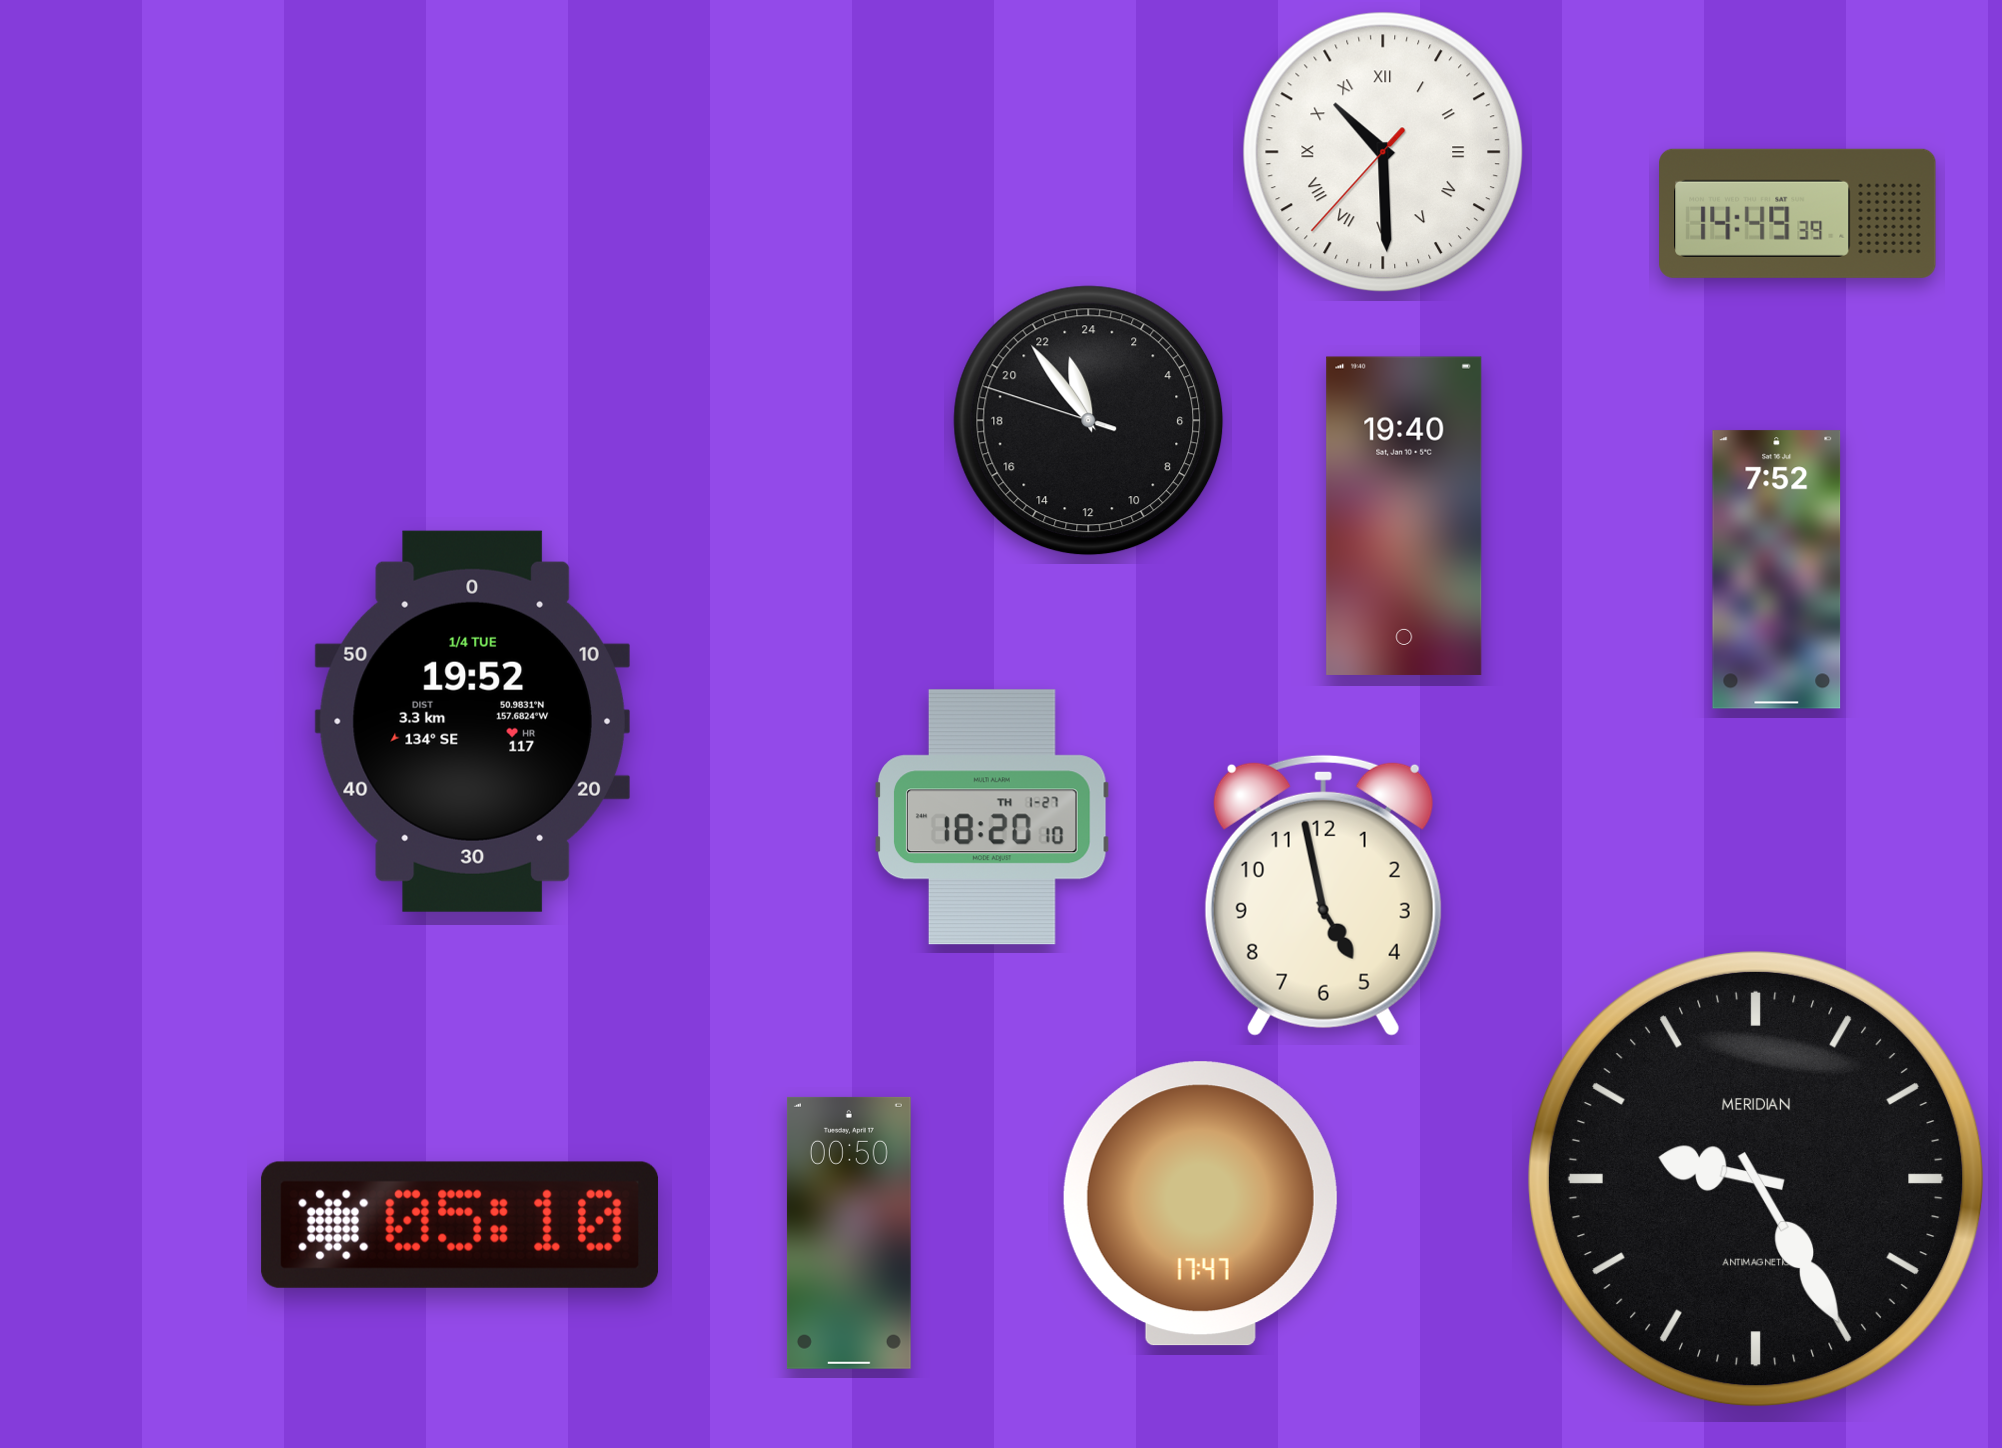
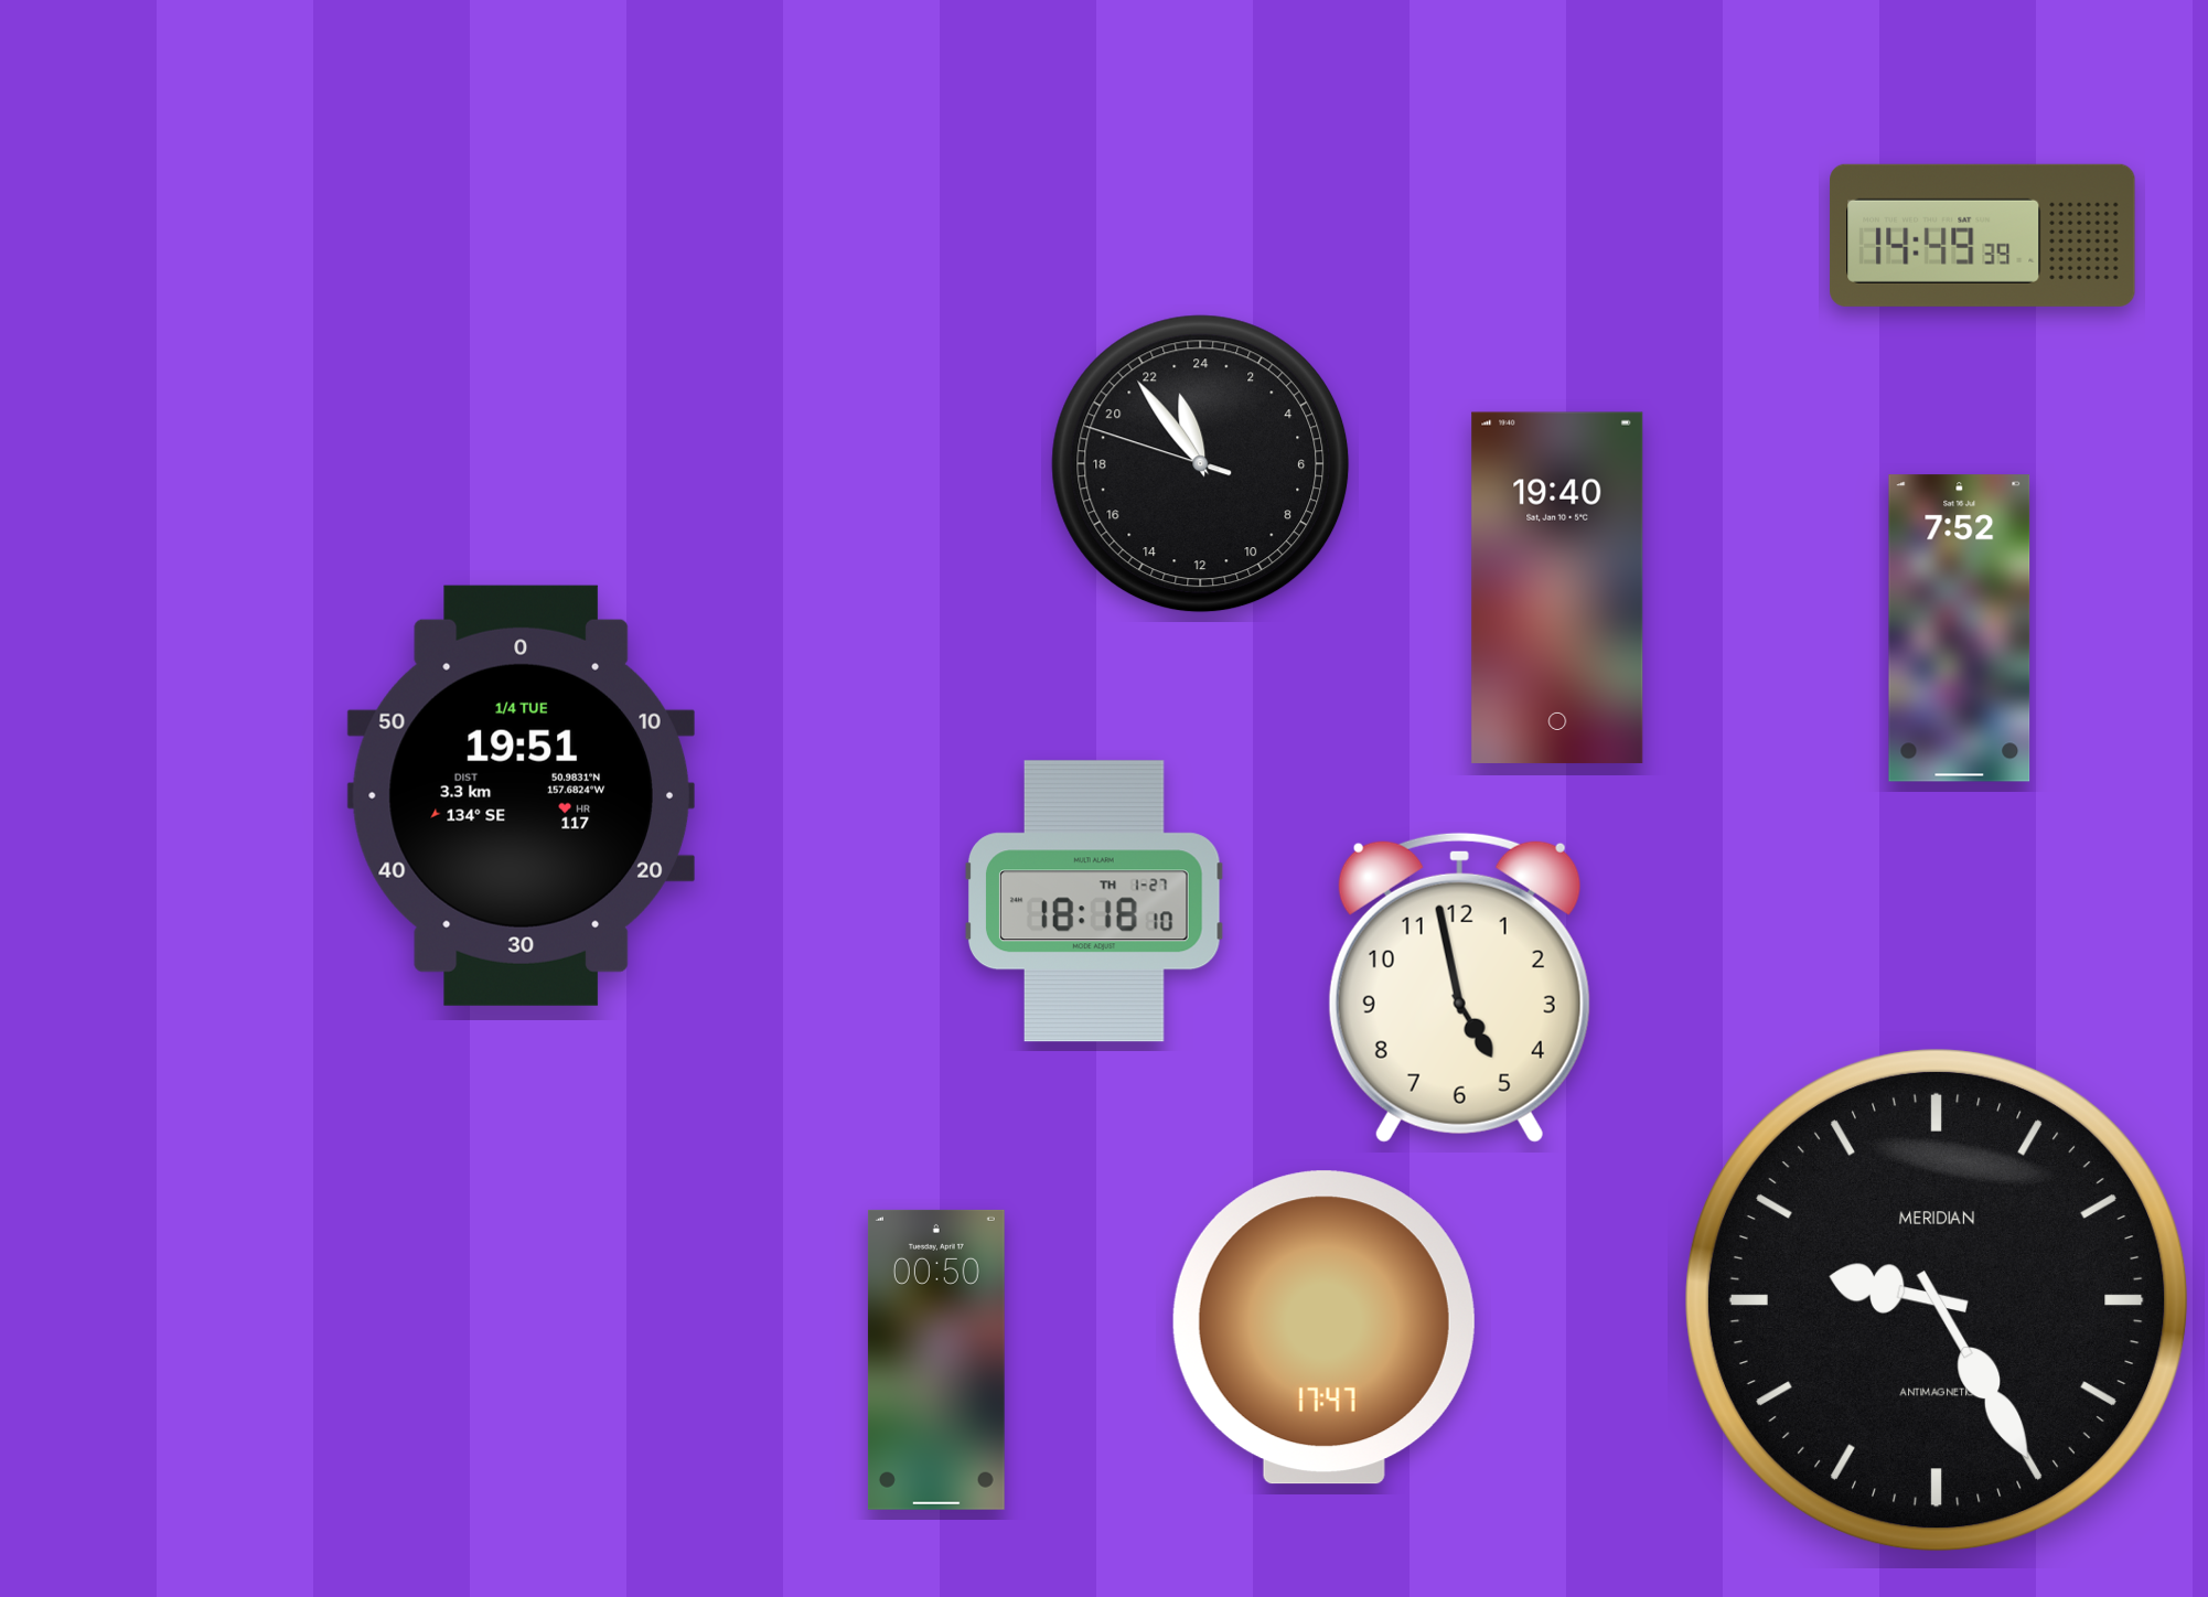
clock at (1383, 152): 10:29 -> none
clock at (1404, 516) position: (1404, 516) -> (1557, 588)
clock at (472, 721): 19:52 -> 19:51
clock at (992, 817): 18:20 -> 18:18
clock at (460, 1225): 05:10 -> none
